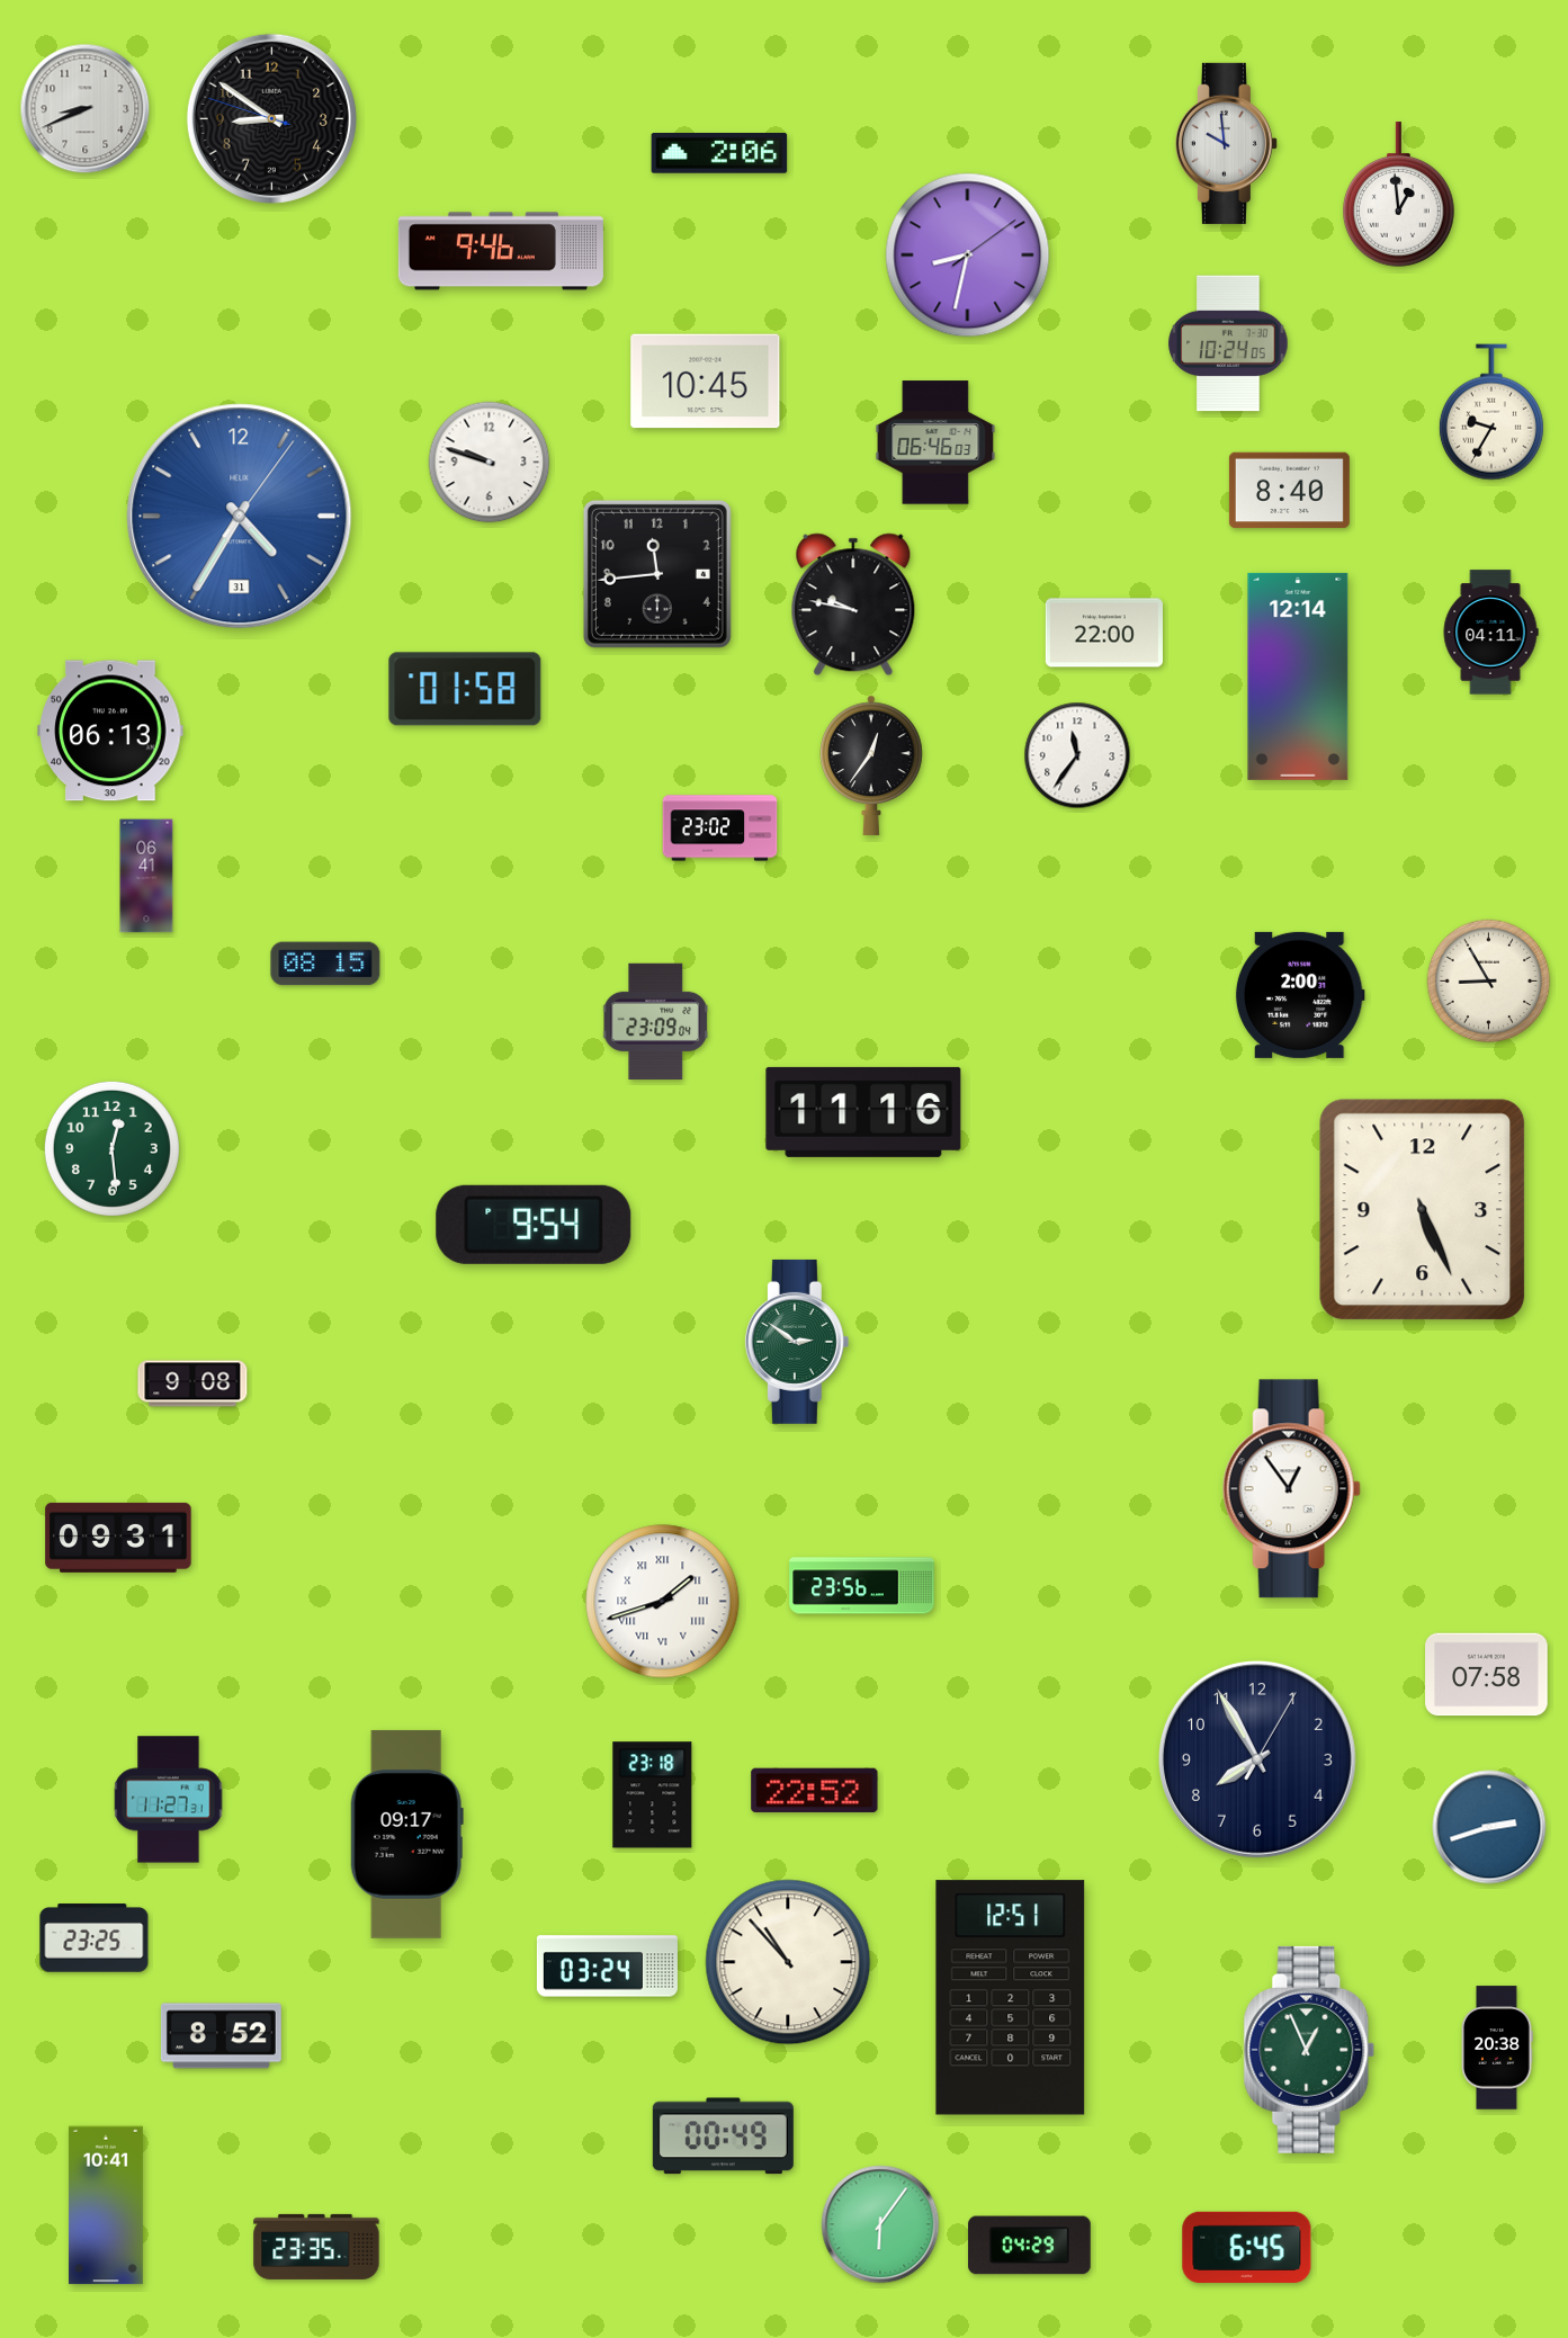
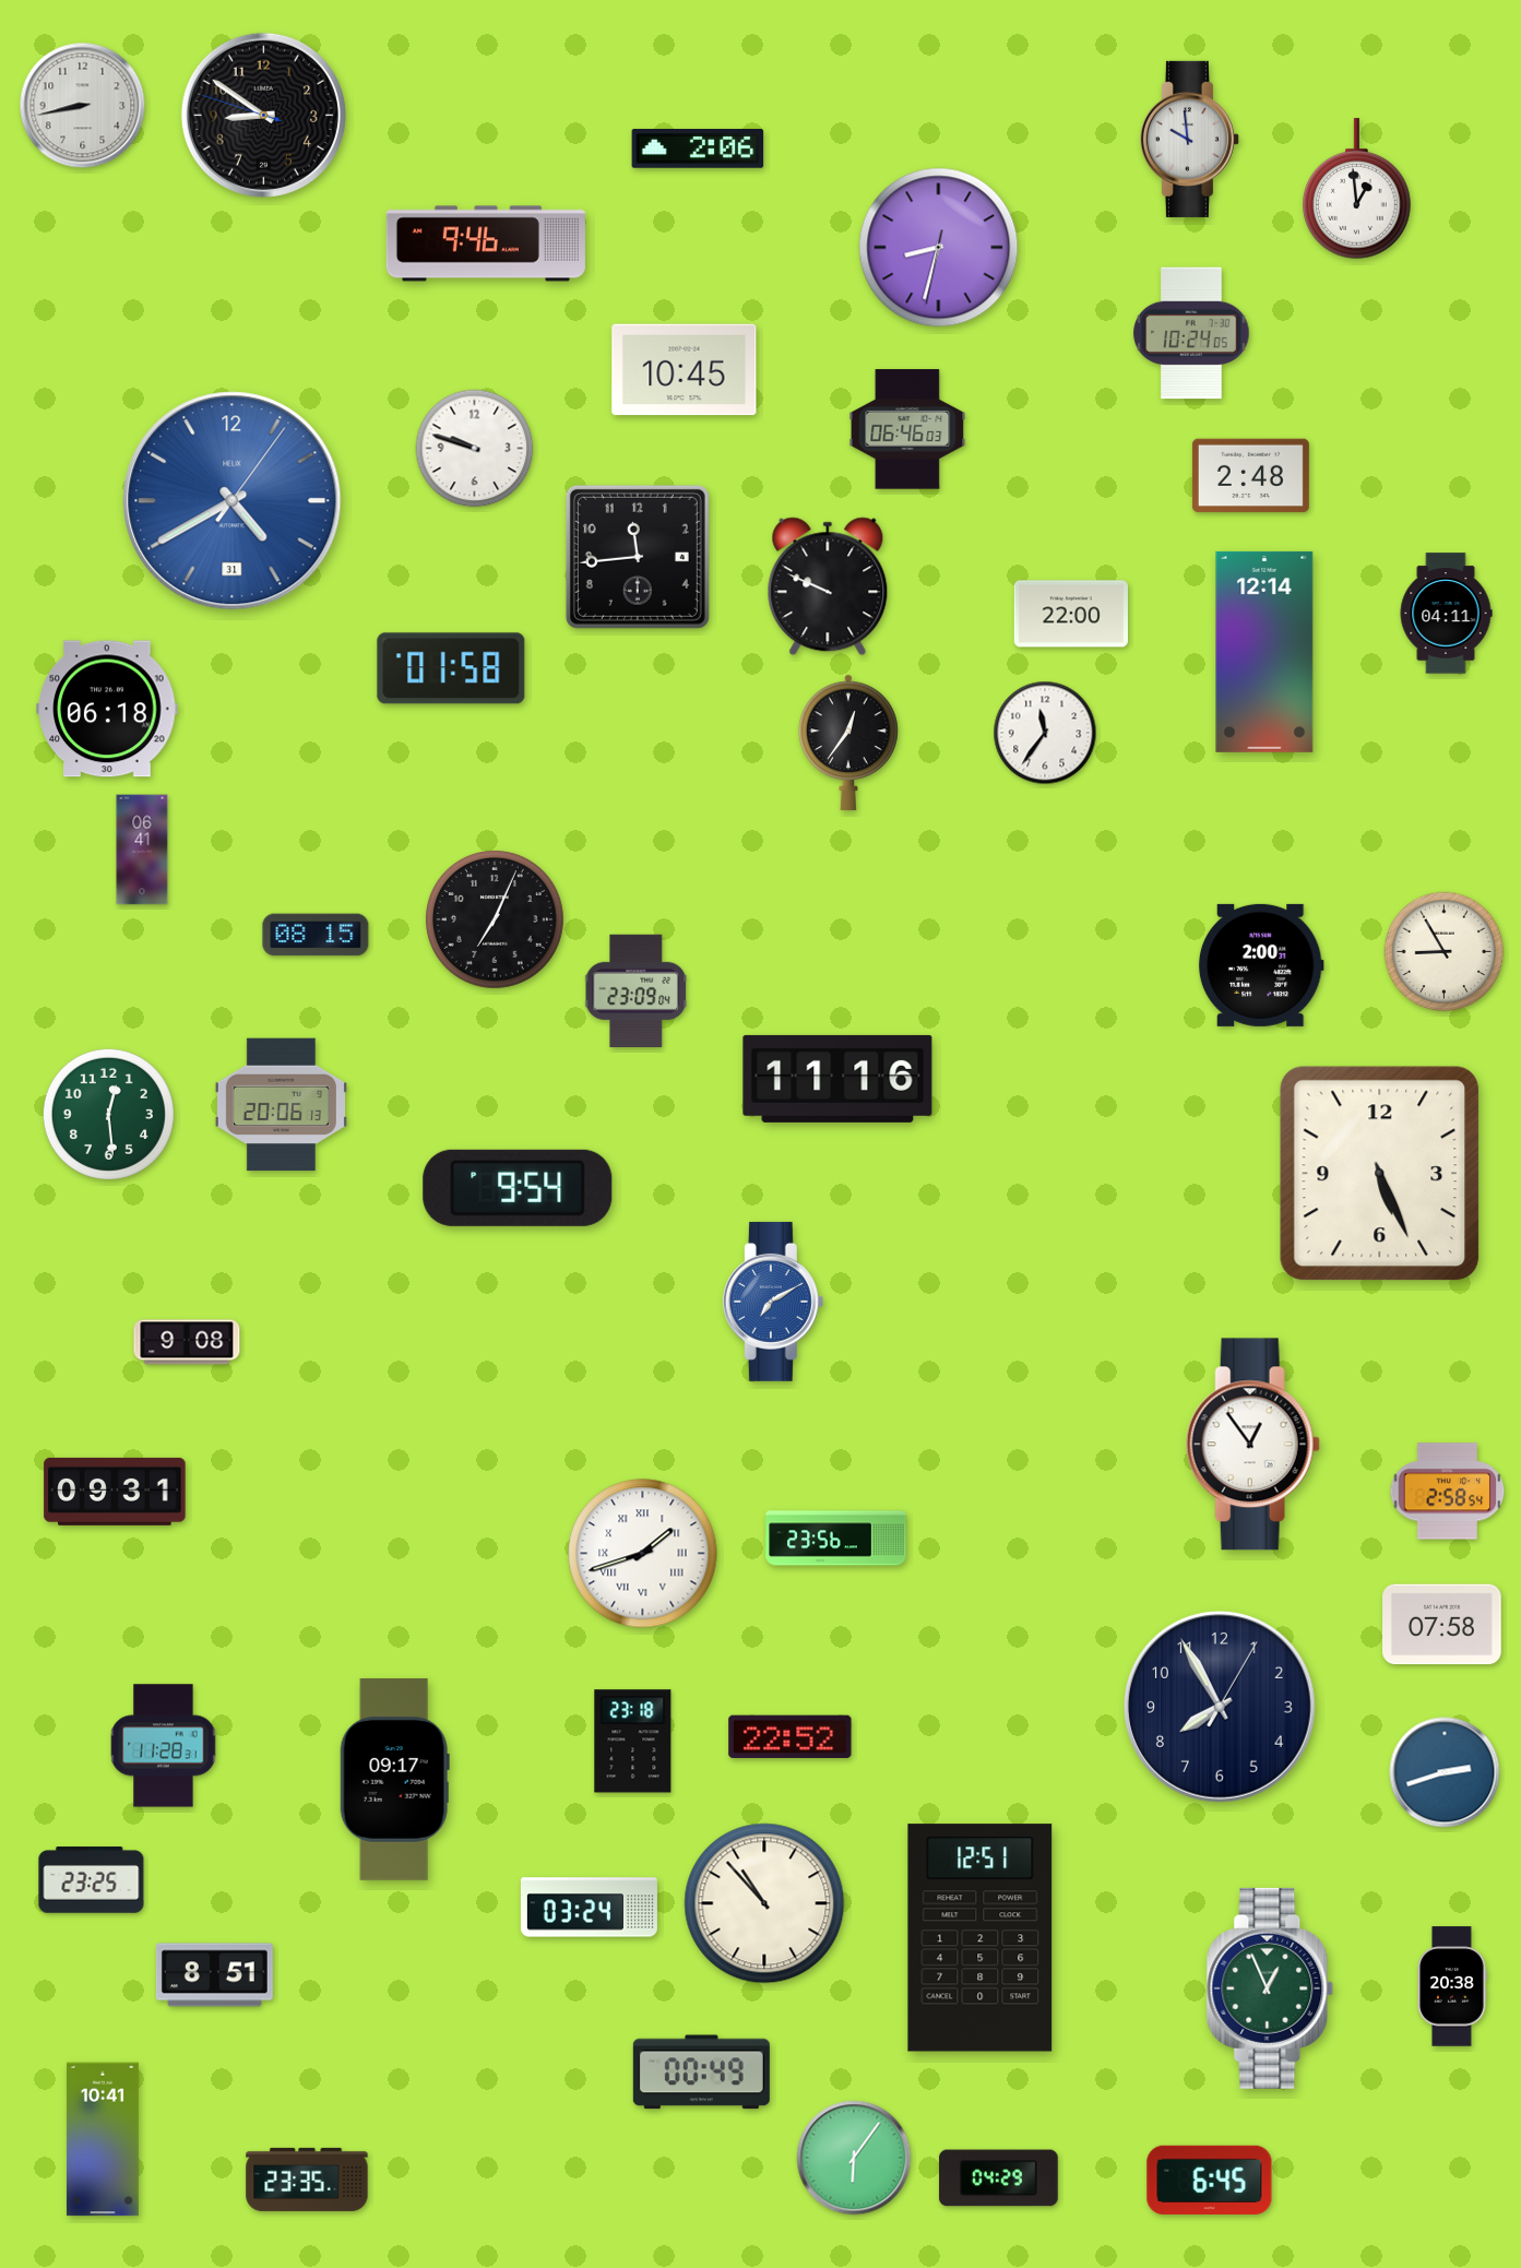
clock at (86, 109): 8:41 -> 8:43
clock at (968, 256): 8:32:09 -> 8:32:32
clock at (1491, 412): 9:35 -> none
clock at (1289, 491): 8:40 -> 2:48
clock at (240, 517): 4:35 -> 4:40
clock at (853, 604): 9:47 -> 9:49
clock at (1298, 677) position: (1298, 677) -> (1264, 652)
clock at (110, 731): 06:13 -> 06:18
clock at (871, 765) position: (871, 765) -> (848, 743)
clock at (720, 828): 23:02 -> none
clock at (496, 921): none -> 7:04
clock at (281, 1105): none -> 20:06
clock at (797, 1342): 2:51 -> 7:10
clock at (797, 1342) dial: green -> blue
clock at (1448, 1492): none -> 2:58
clock at (169, 1800): 11:27 -> 11:28
clock at (221, 2036): 8:52 -> 8:51
